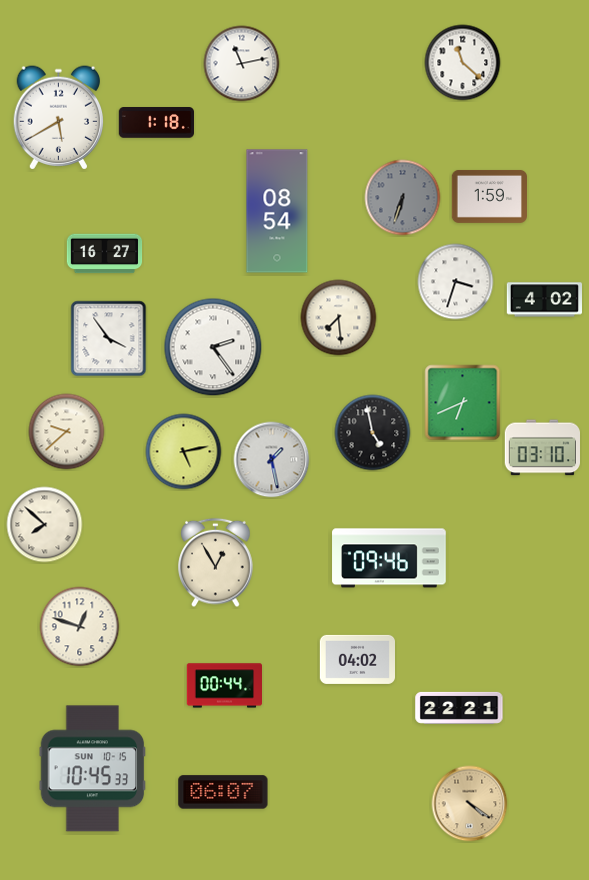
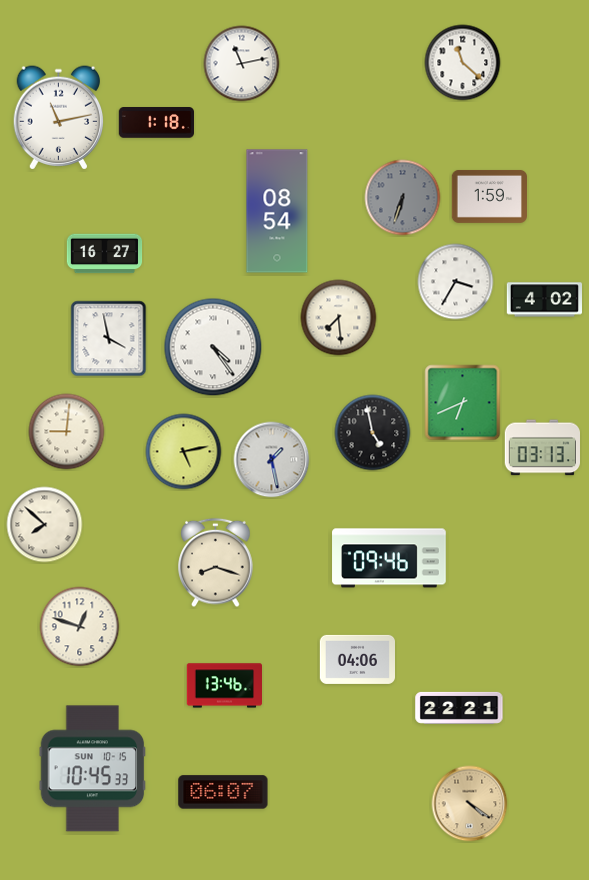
clock at (58, 118): 5:40 -> 11:13
clock at (456, 282): 3:33 -> 3:35
clock at (109, 339): 3:54 -> 3:58
clock at (213, 347): 2:24 -> 4:24
clock at (67, 432): 9:38 -> 9:01
clock at (542, 448): 03:10 -> 03:13
clock at (216, 563): 12:55 -> 8:18
clock at (357, 659): 04:02 -> 04:06
clock at (224, 686): 00:44 -> 13:46
